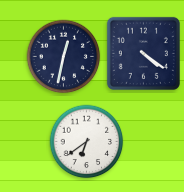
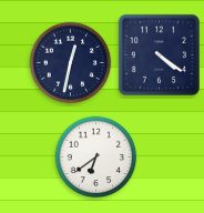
clock at (143, 53) position: (143, 53) -> (159, 54)
